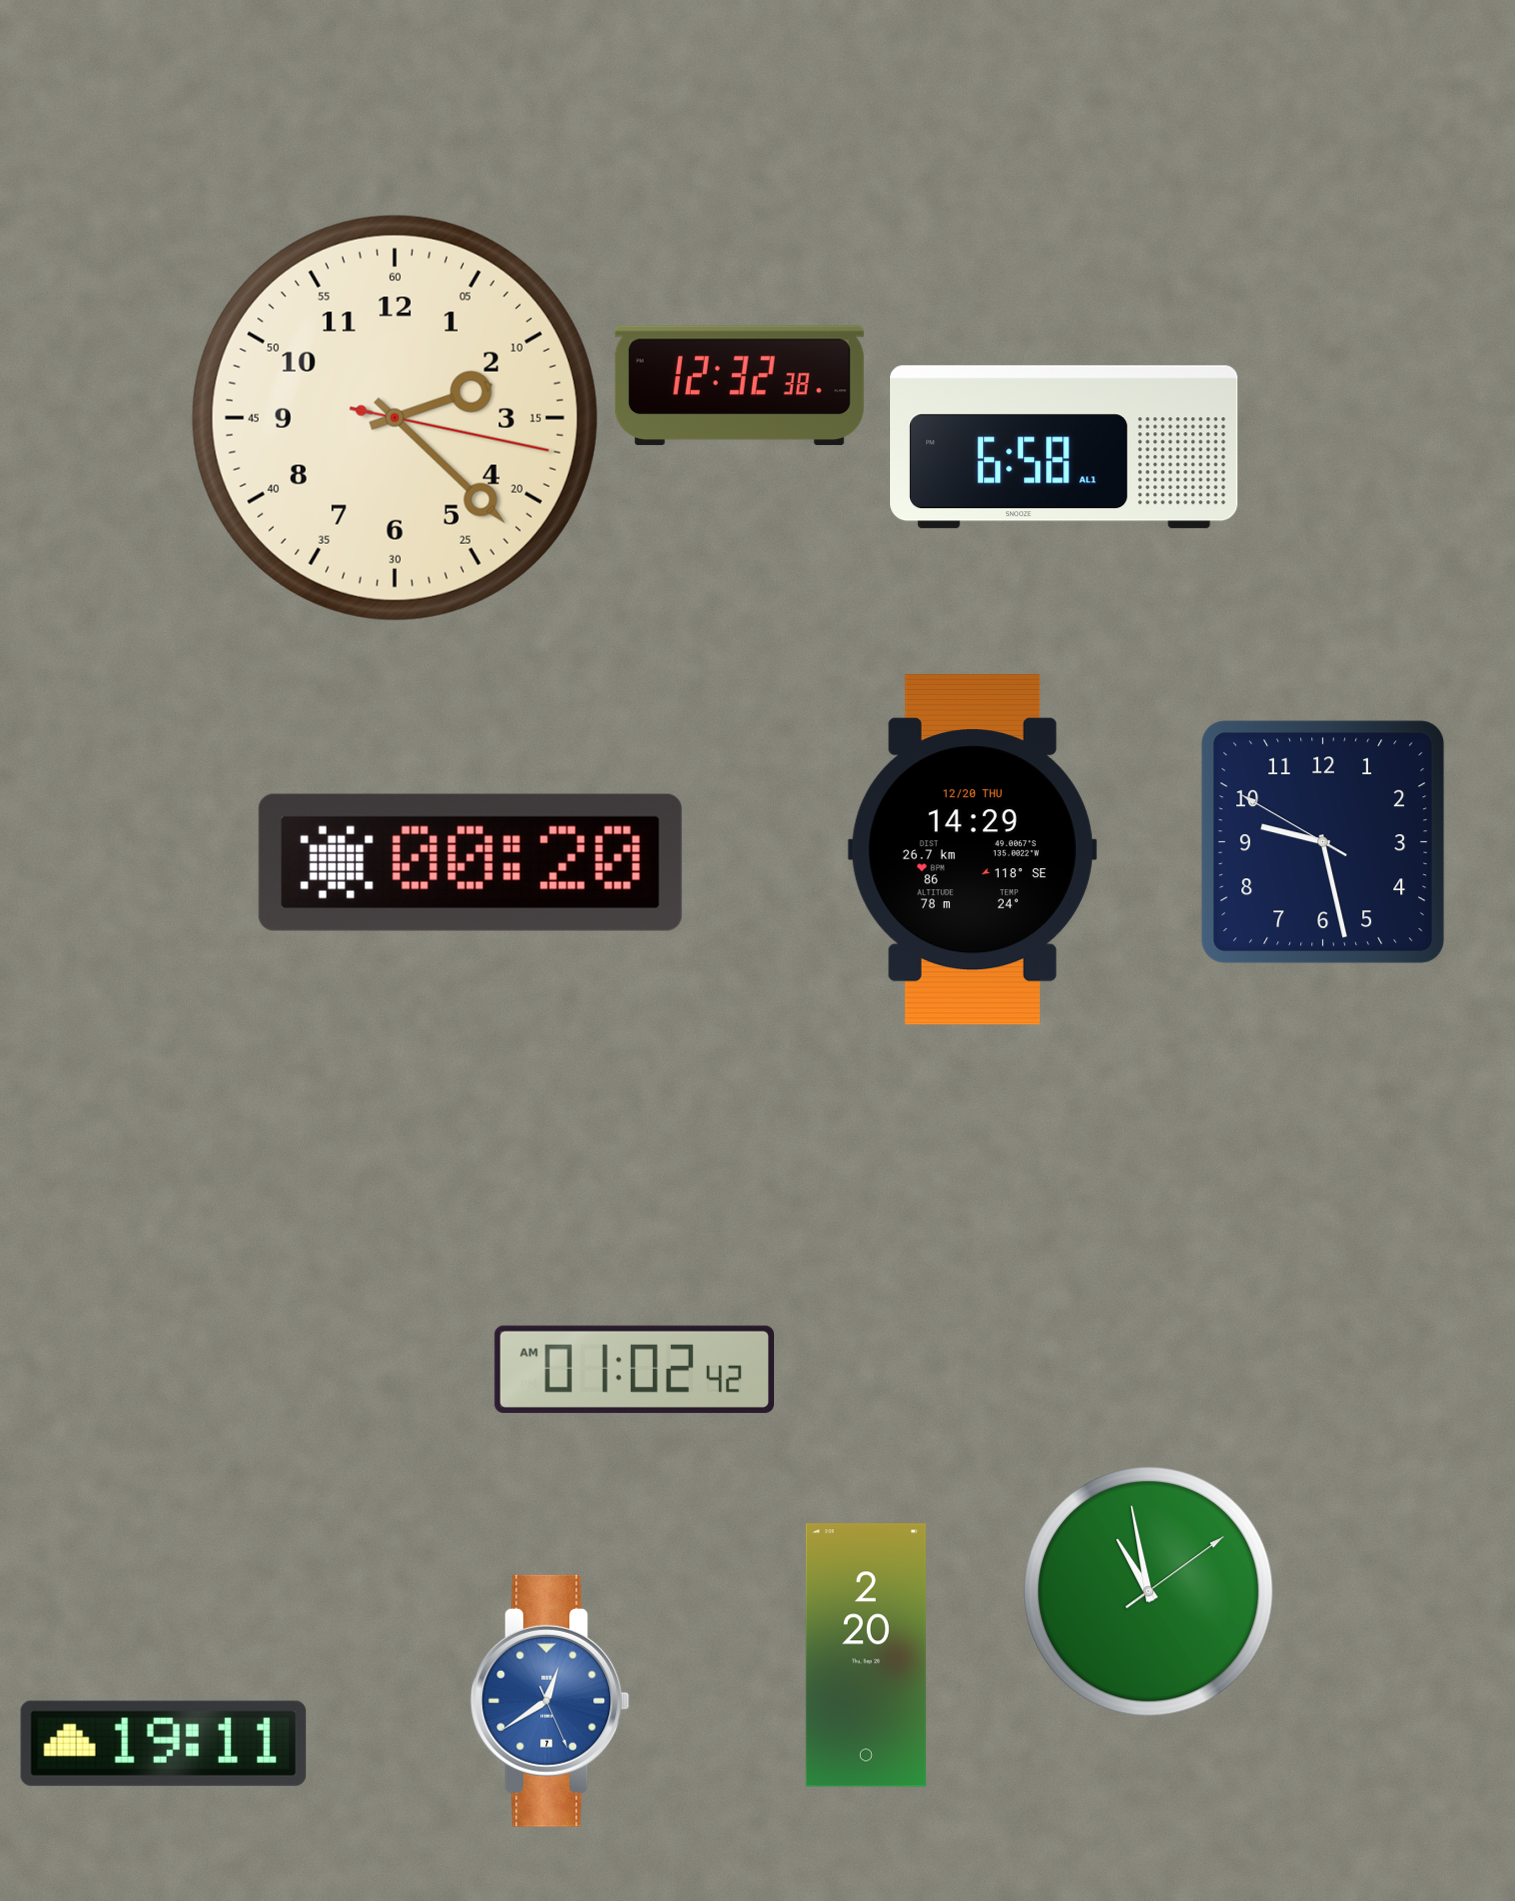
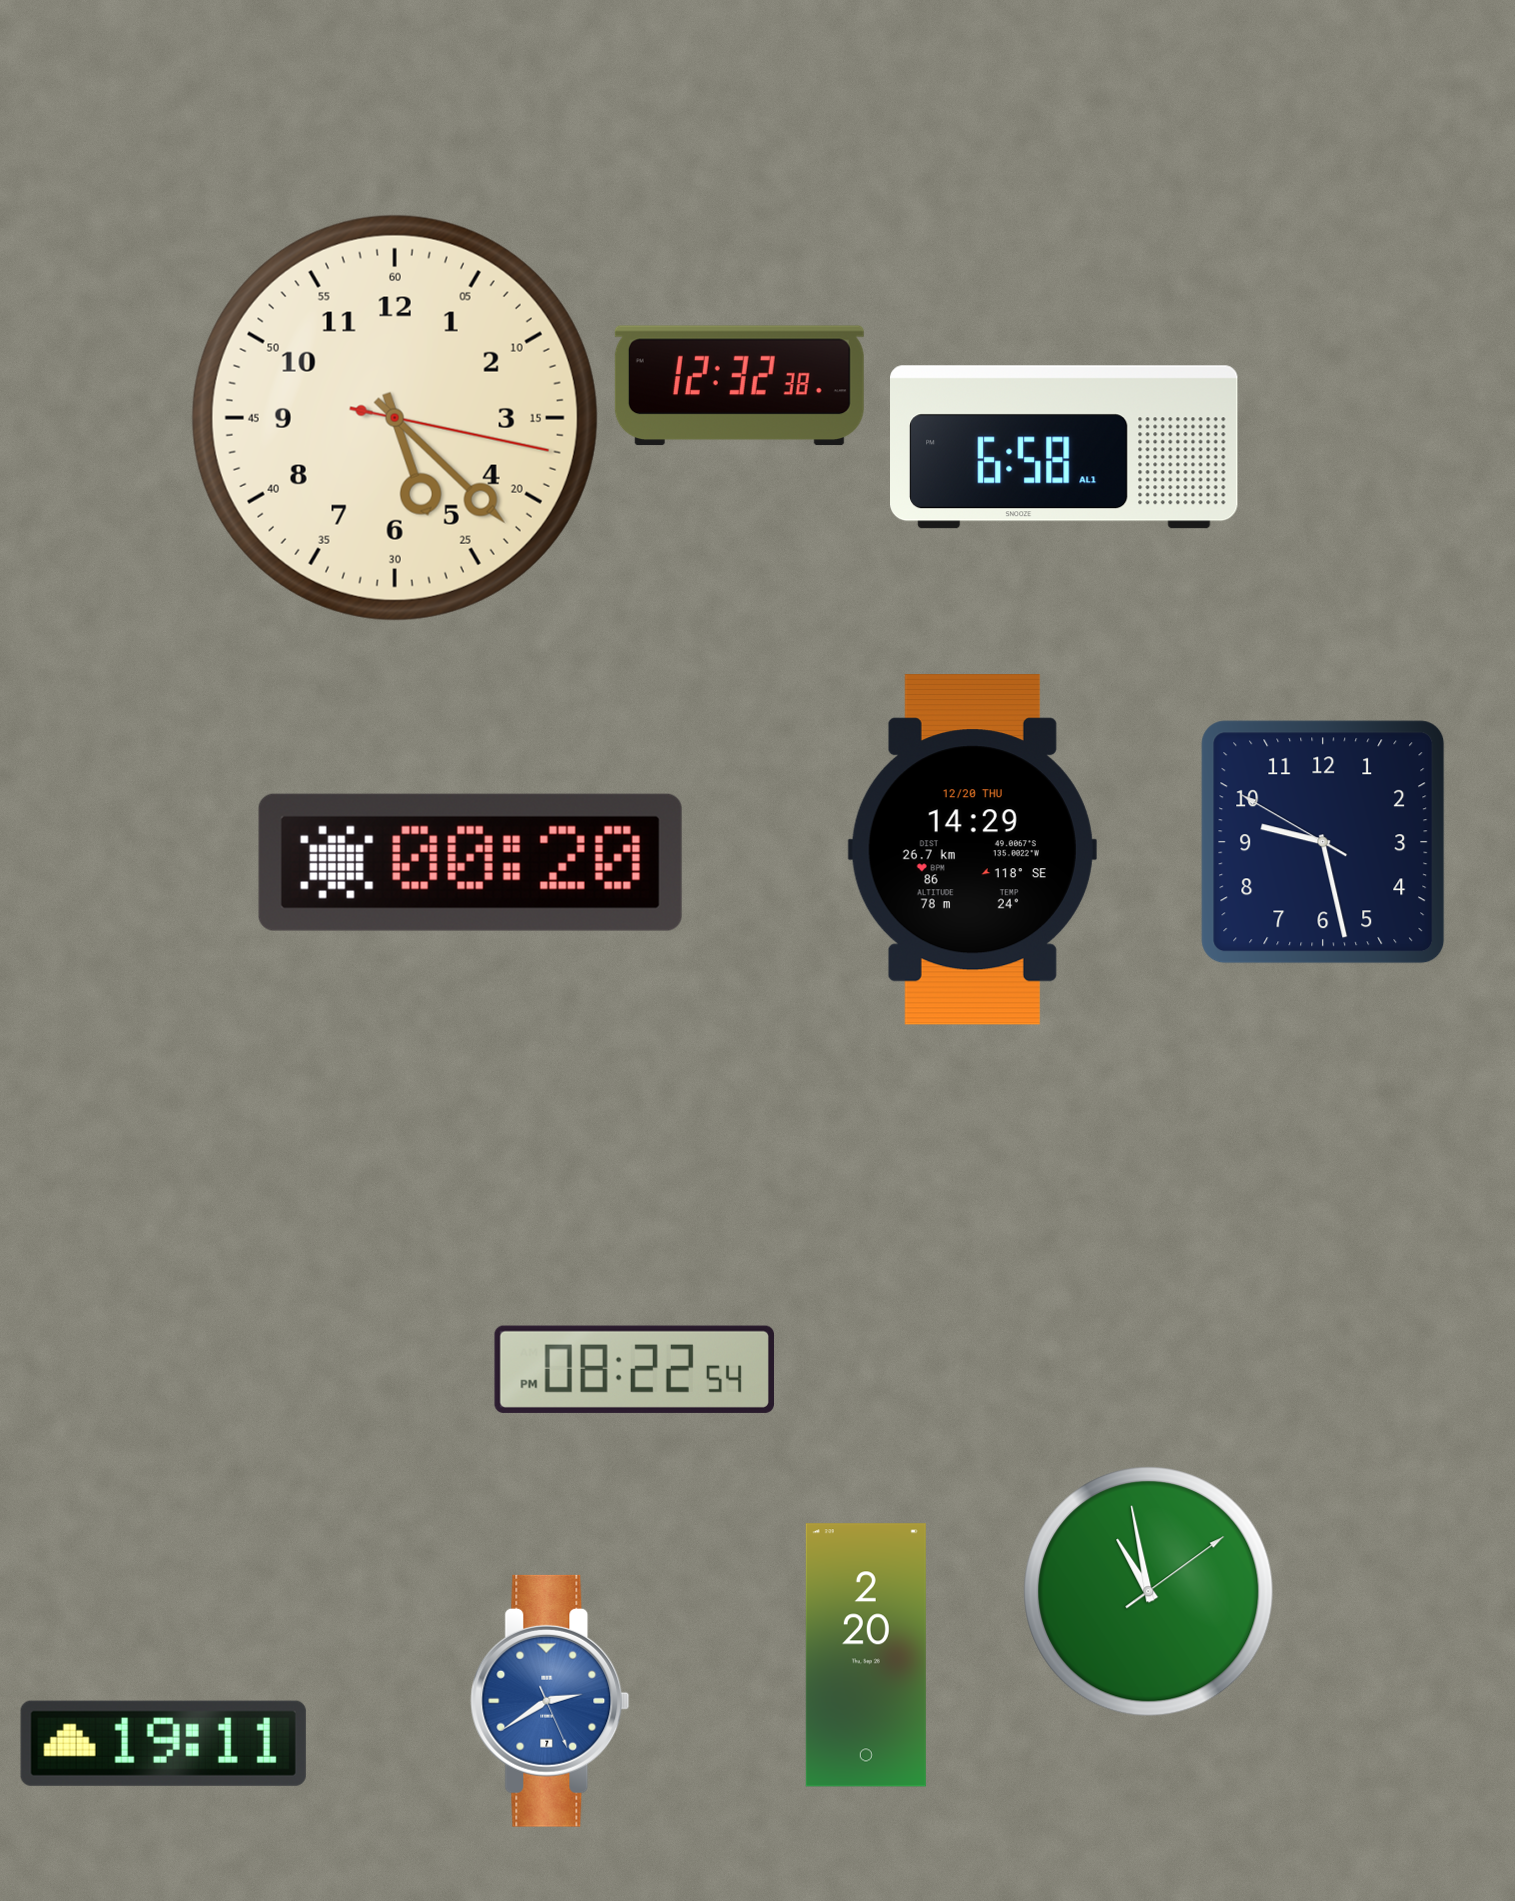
clock at (395, 418): 2:22 -> 5:22
clock at (634, 1369): 01:02 -> 08:22
clock at (550, 1701): 12:39 -> 2:39
